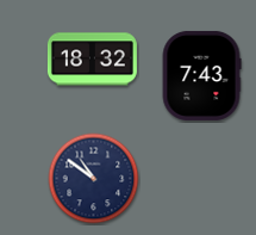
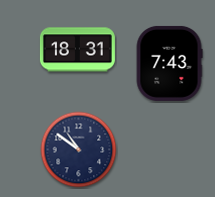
clock at (92, 60): 18:32 -> 18:31
